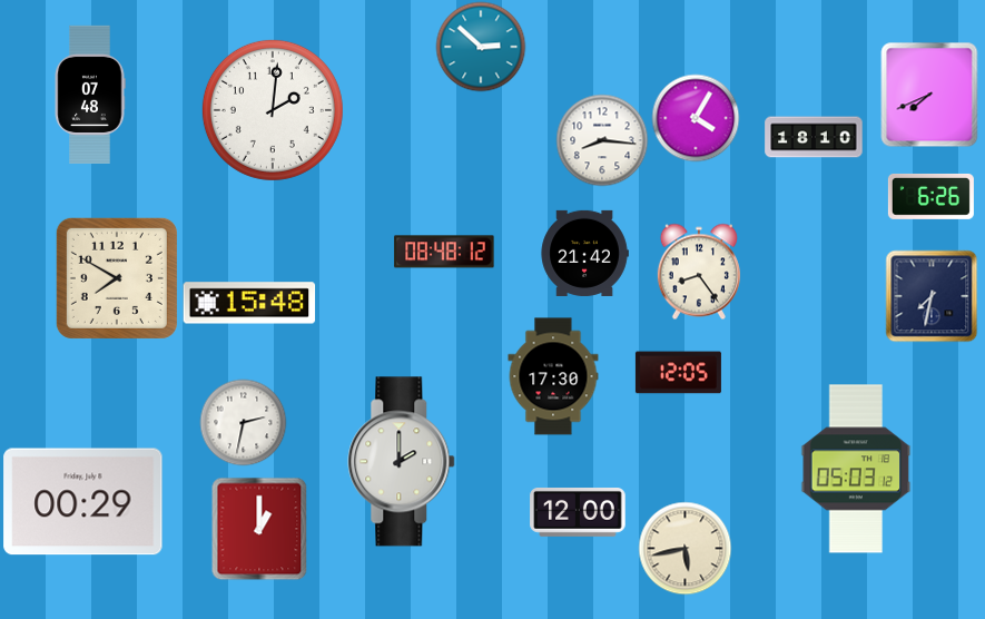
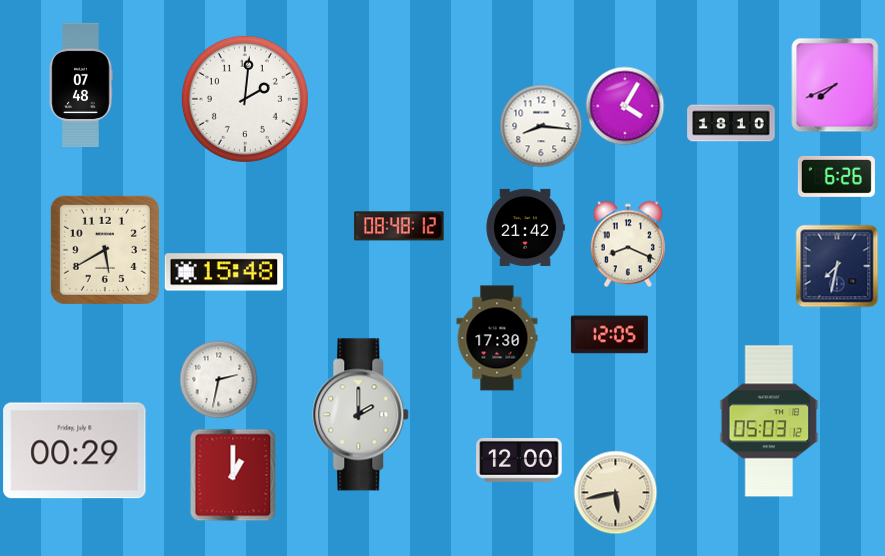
clock at (481, 47): 2:52 -> none
clock at (699, 272): 8:24 -> 8:19
clock at (117, 278): 7:50 -> 5:40
